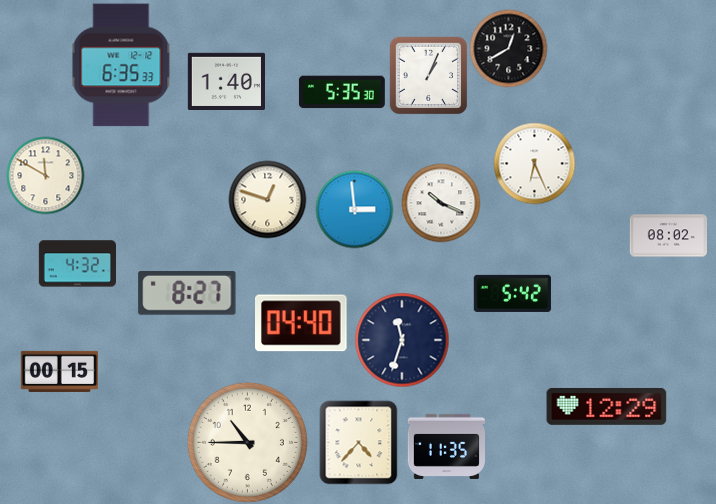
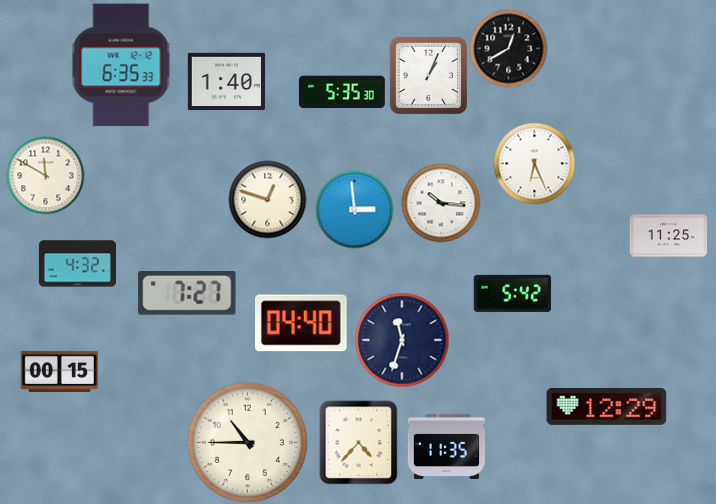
clock at (441, 203): 10:19 -> 10:16
clock at (668, 236): 08:02 -> 11:25
clock at (187, 293): 8:27 -> 7:27
